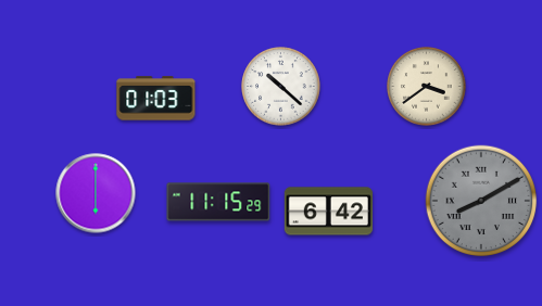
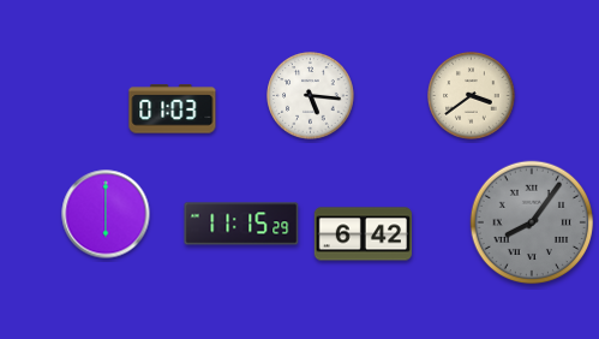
clock at (281, 87): 10:22 -> 5:16
clock at (481, 201): 8:10 -> 8:06
